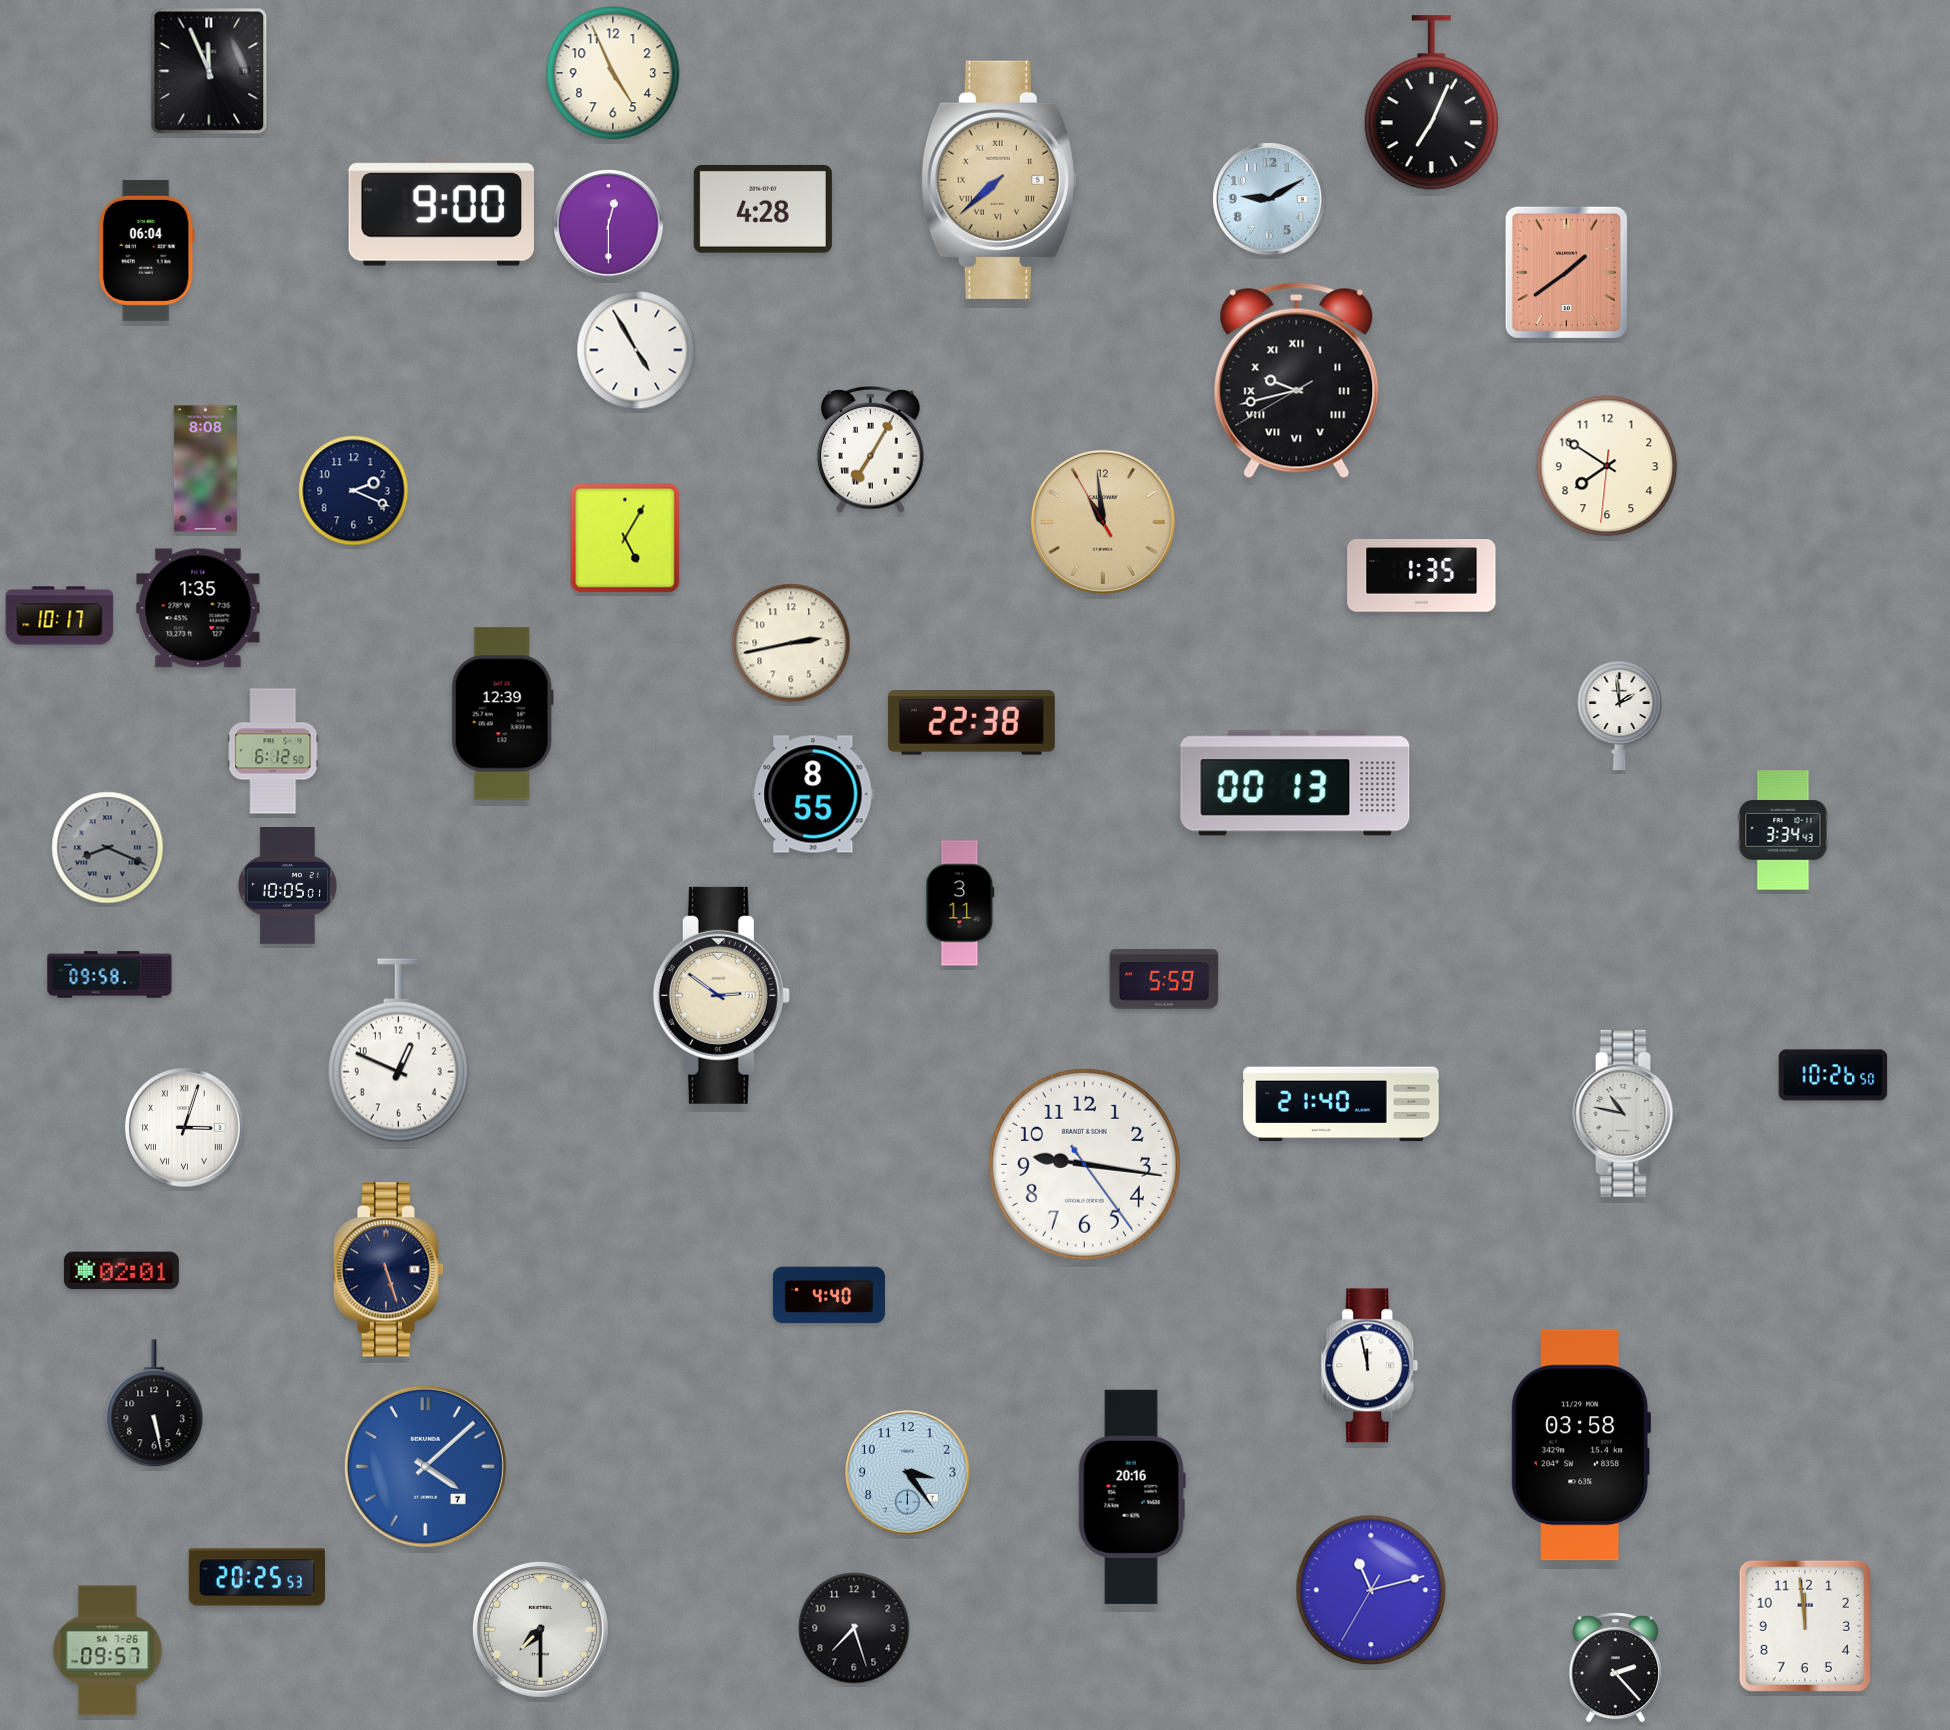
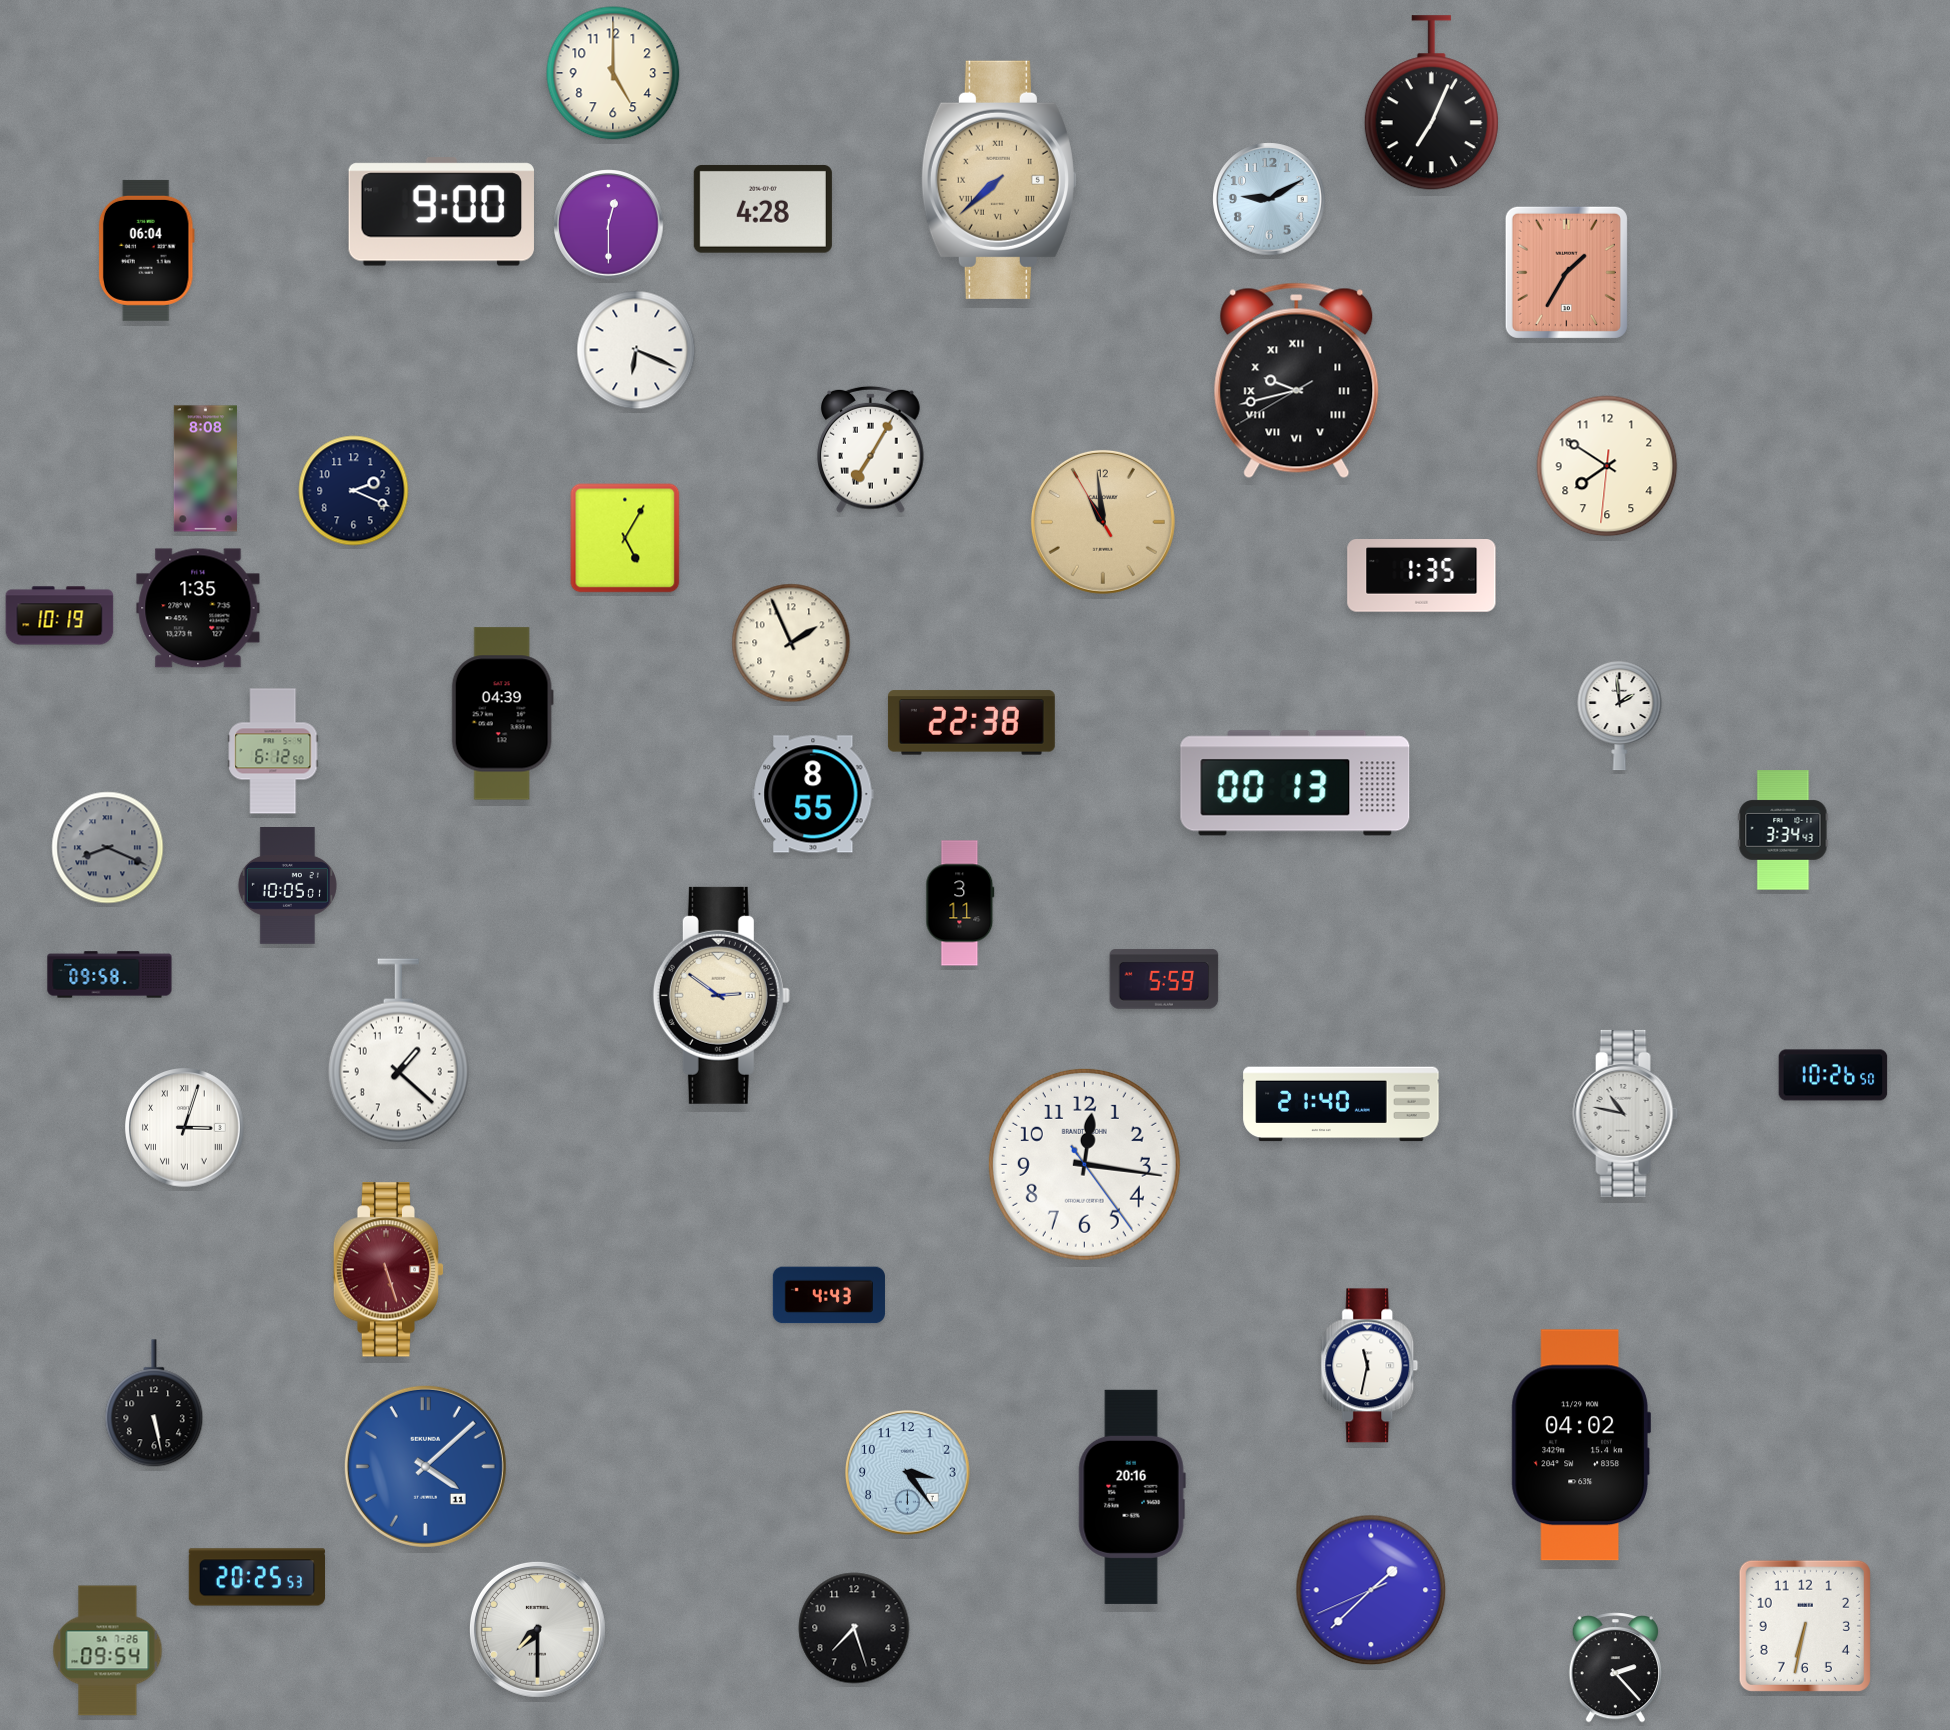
clock at (209, 71): 11:56 -> none
clock at (613, 73): 4:56 -> 5:00
clock at (1566, 272): 1:39 -> 1:35
clock at (636, 350): 4:55 -> 6:19
clock at (60, 616): 10:17 -> 10:19
clock at (791, 643): 2:43 -> 1:56
clock at (502, 714): 12:39 -> 04:39
clock at (398, 1051): 12:49 -> 1:22
clock at (1084, 1164): 9:16 -> 12:16
clock at (389, 1270) dial: navy -> burgundy
clock at (121, 1271): 02:01 -> none
clock at (829, 1295): 4:40 -> 4:43
clock at (1370, 1366): 11:58 -> 11:32
clock at (1581, 1445): 03:58 -> 04:02
clock at (425, 1466) date: 7 -> 11
clock at (1371, 1590): 11:12 -> 1:37
clock at (1805, 1626): 11:59 -> 6:32
clock at (540, 1629) position: (540, 1629) -> (537, 1629)
clock at (108, 1651): 09:57 -> 09:54
